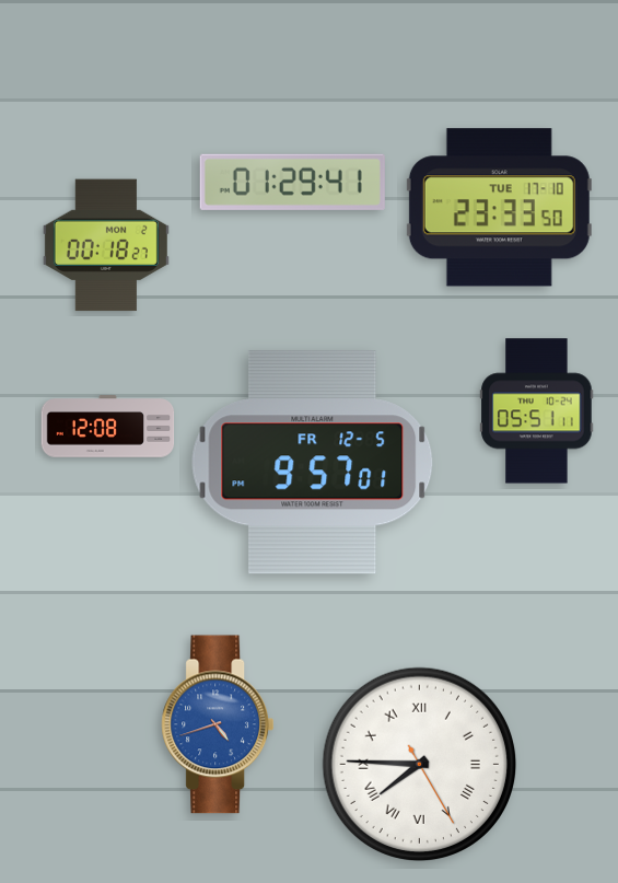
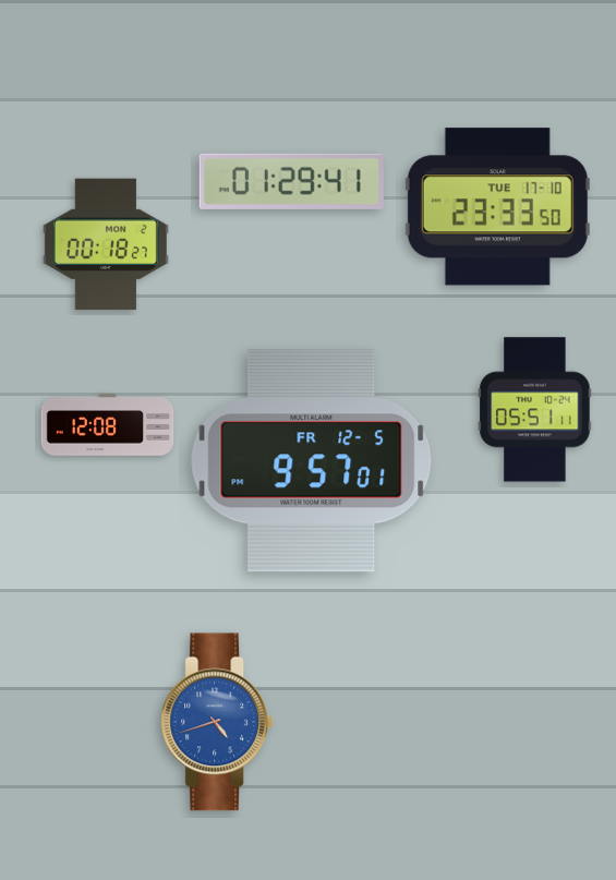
clock at (420, 765): 7:45 -> none
